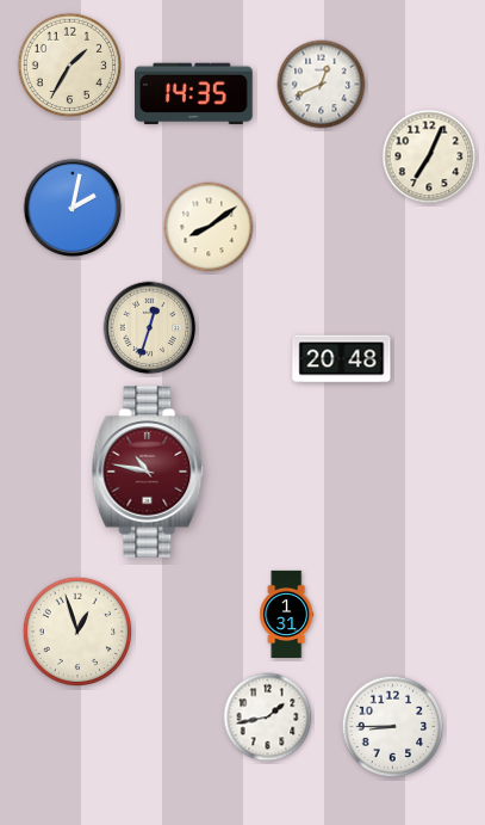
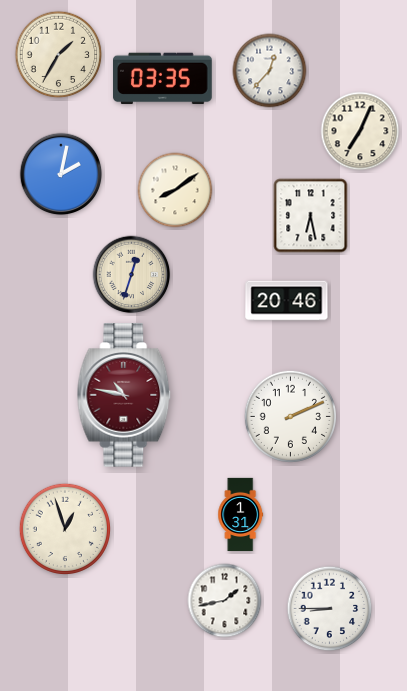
clock at (322, 85): 12:41 -> 12:37
clock at (194, 94): 14:35 -> 03:35
clock at (311, 216): none -> 6:28
clock at (150, 328) position: (150, 328) -> (132, 275)
clock at (342, 359): 20:48 -> 20:46
clock at (290, 416): none -> 2:11
